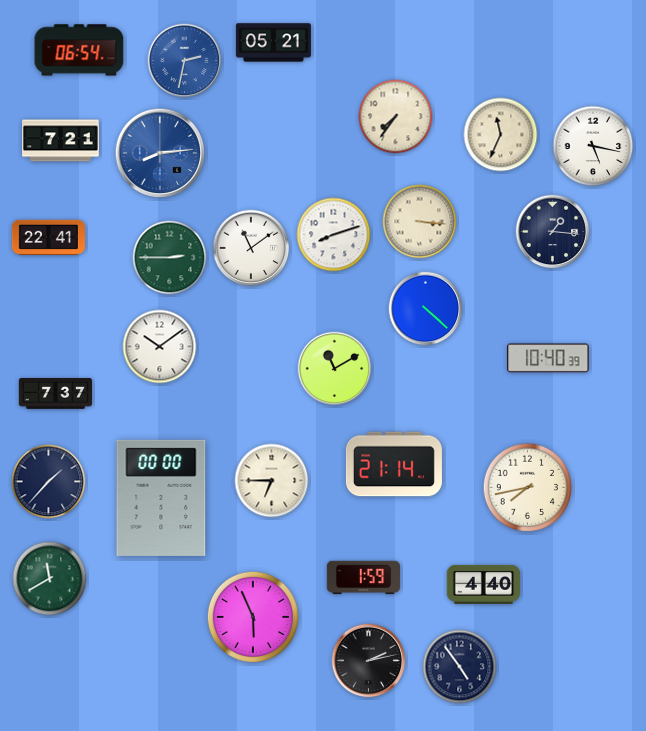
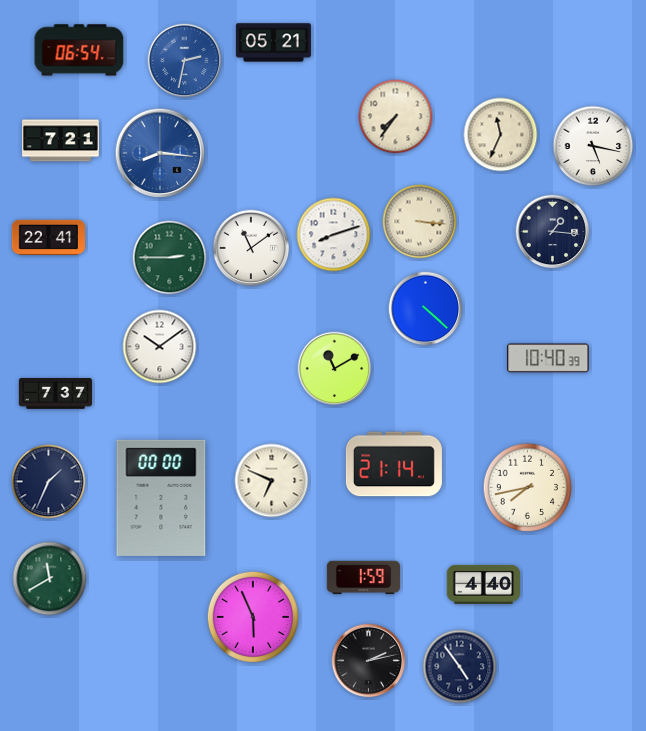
clock at (159, 152): 8:14 -> 8:16
clock at (272, 481): 6:45 -> 6:49
clock at (49, 482): 1:37 -> 1:34
